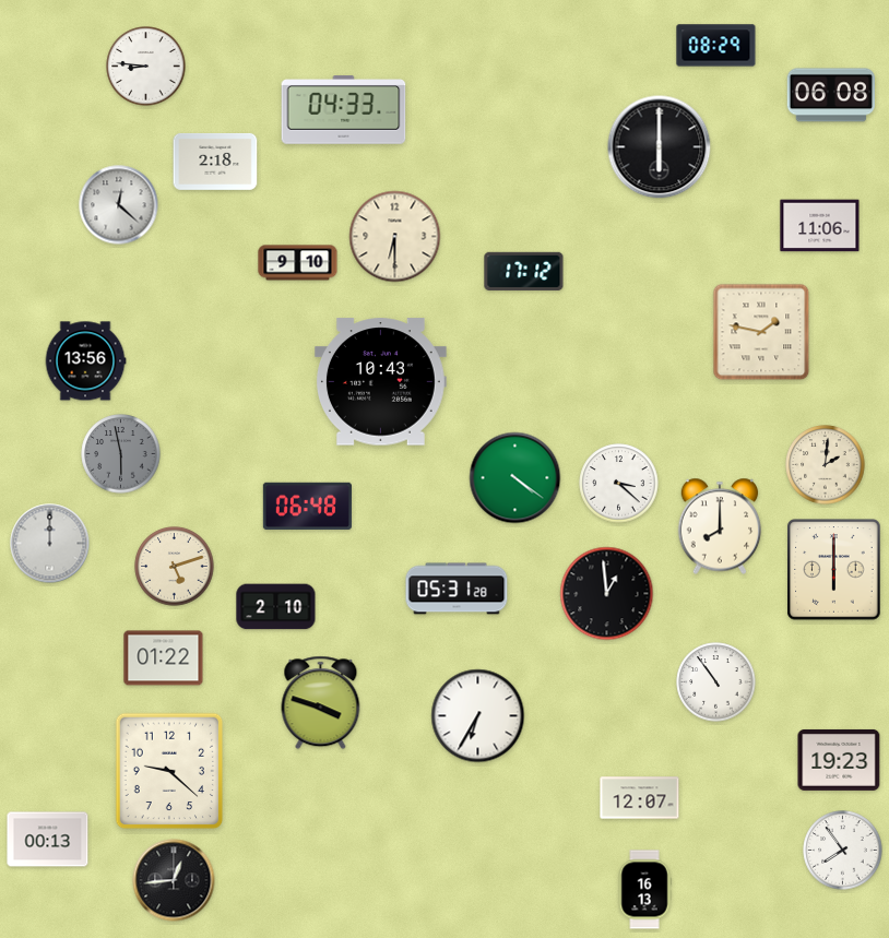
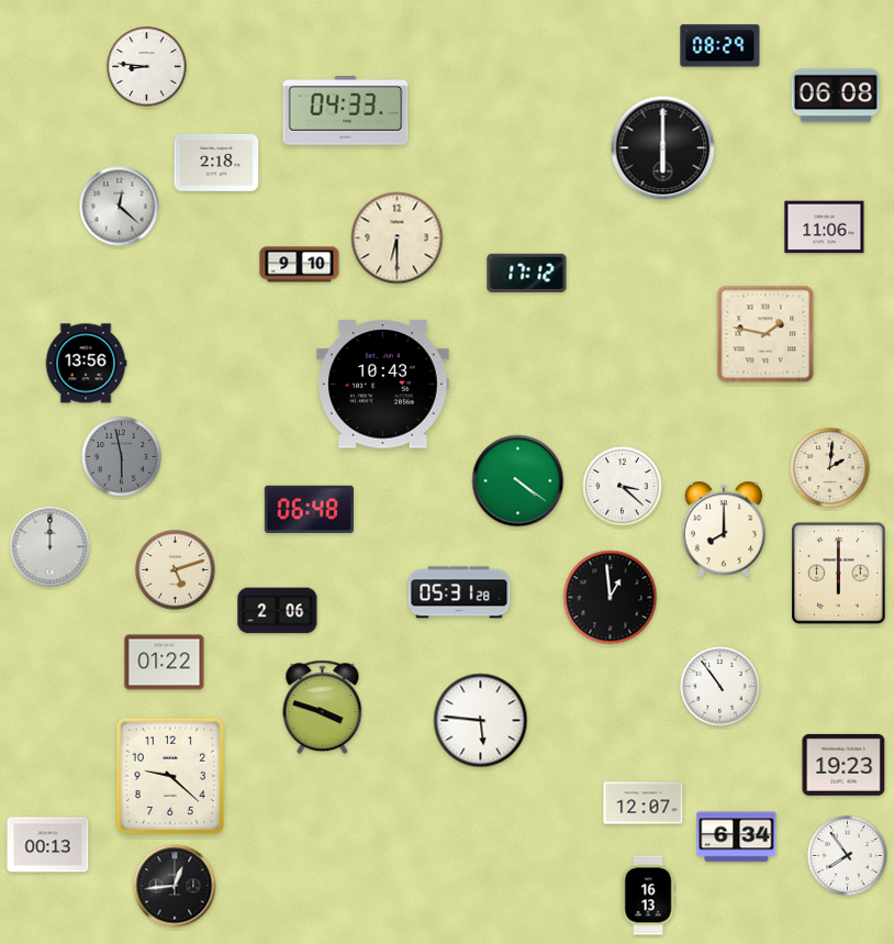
clock at (276, 607): 2:10 -> 2:06
clock at (478, 716): 6:35 -> 5:46
clock at (737, 837): none -> 6:34
